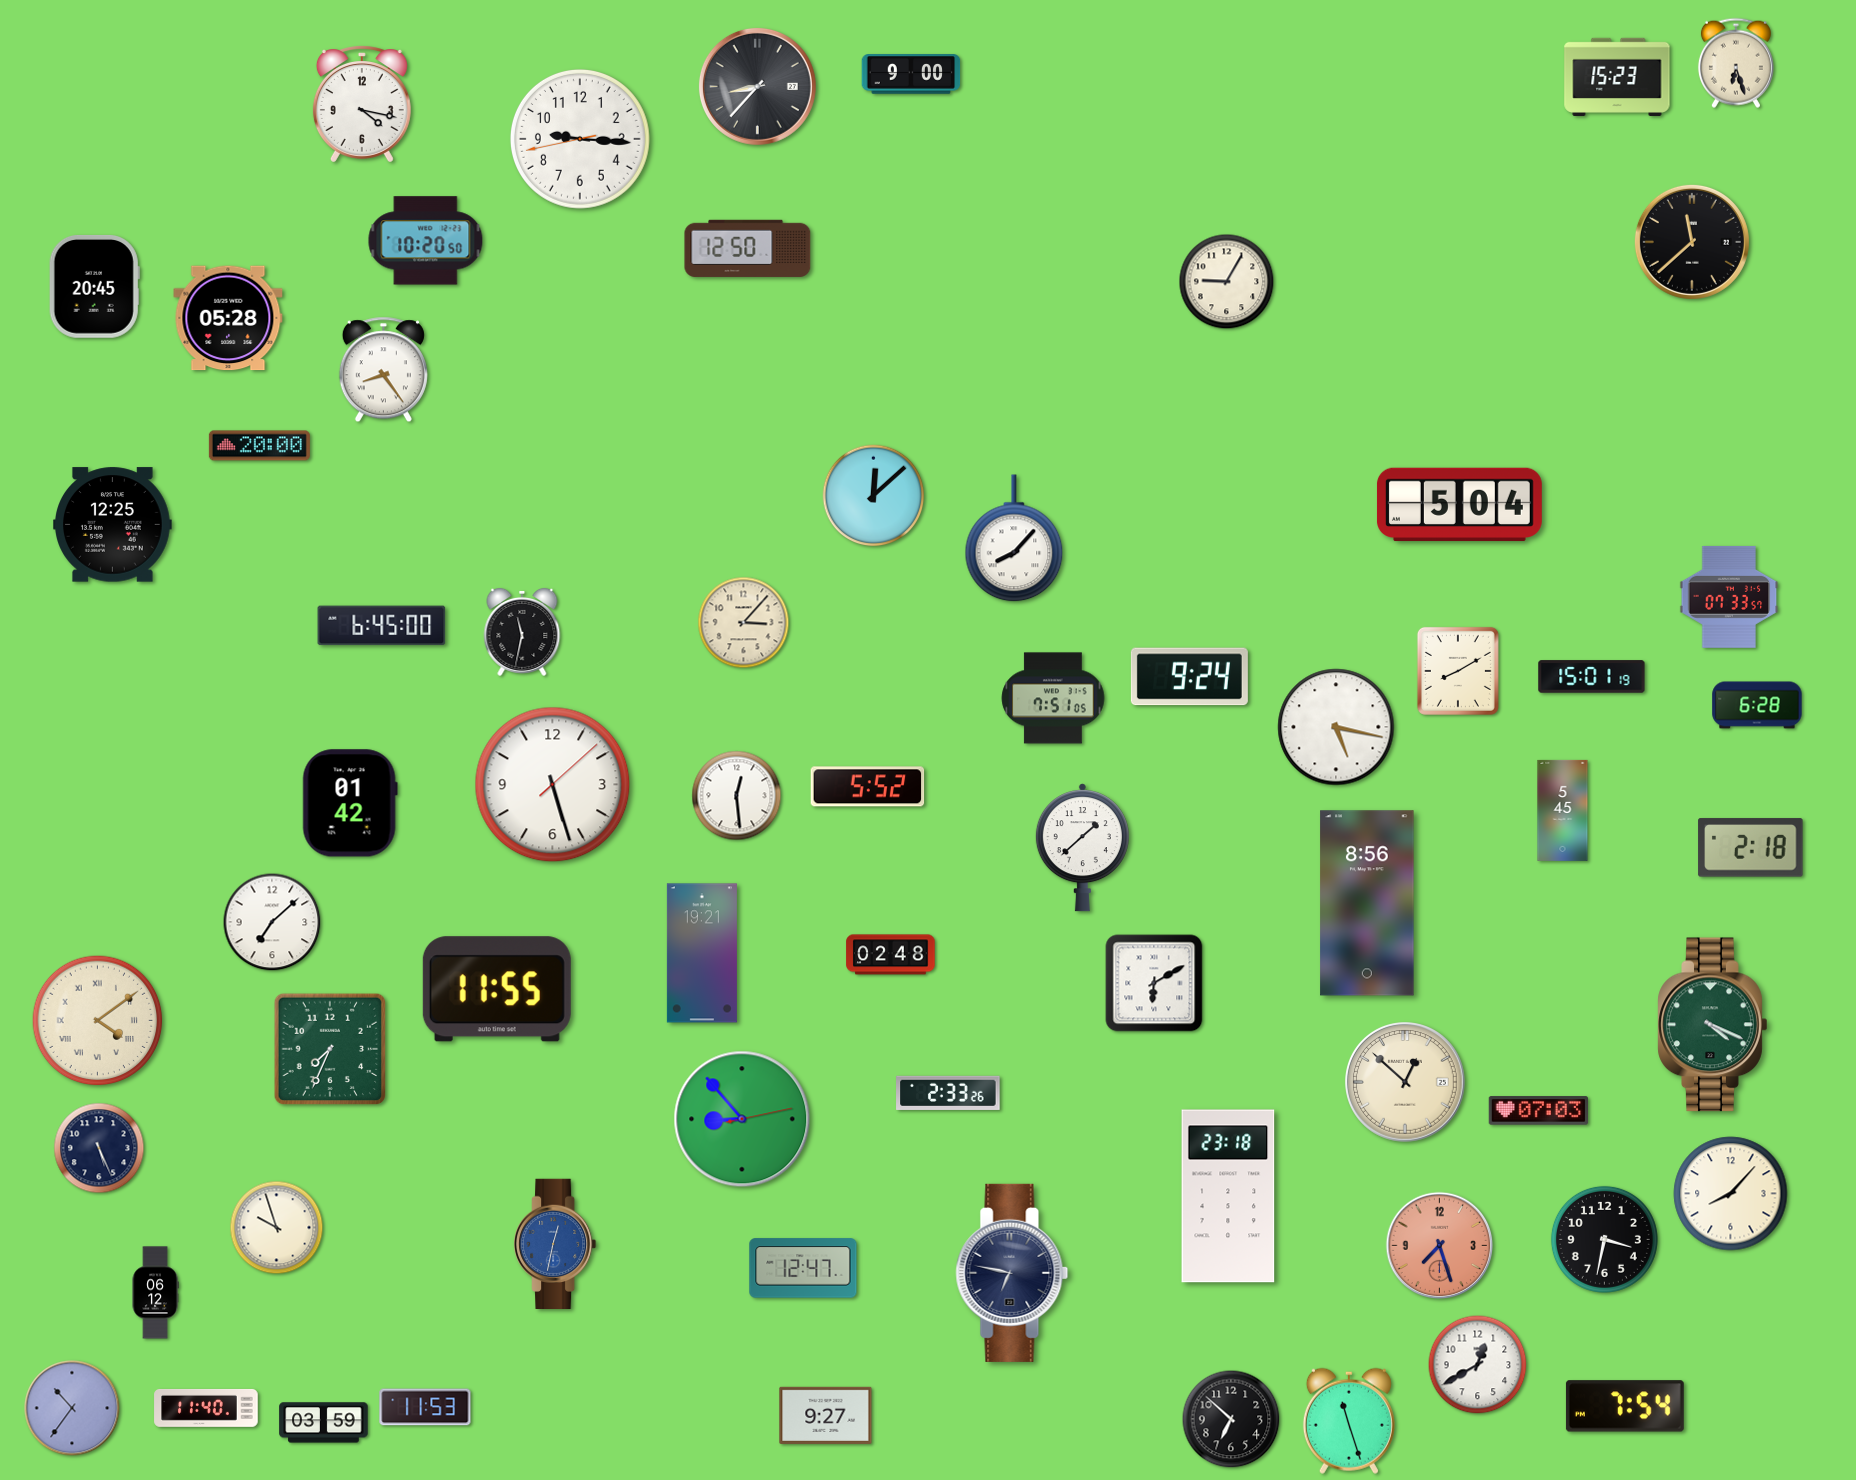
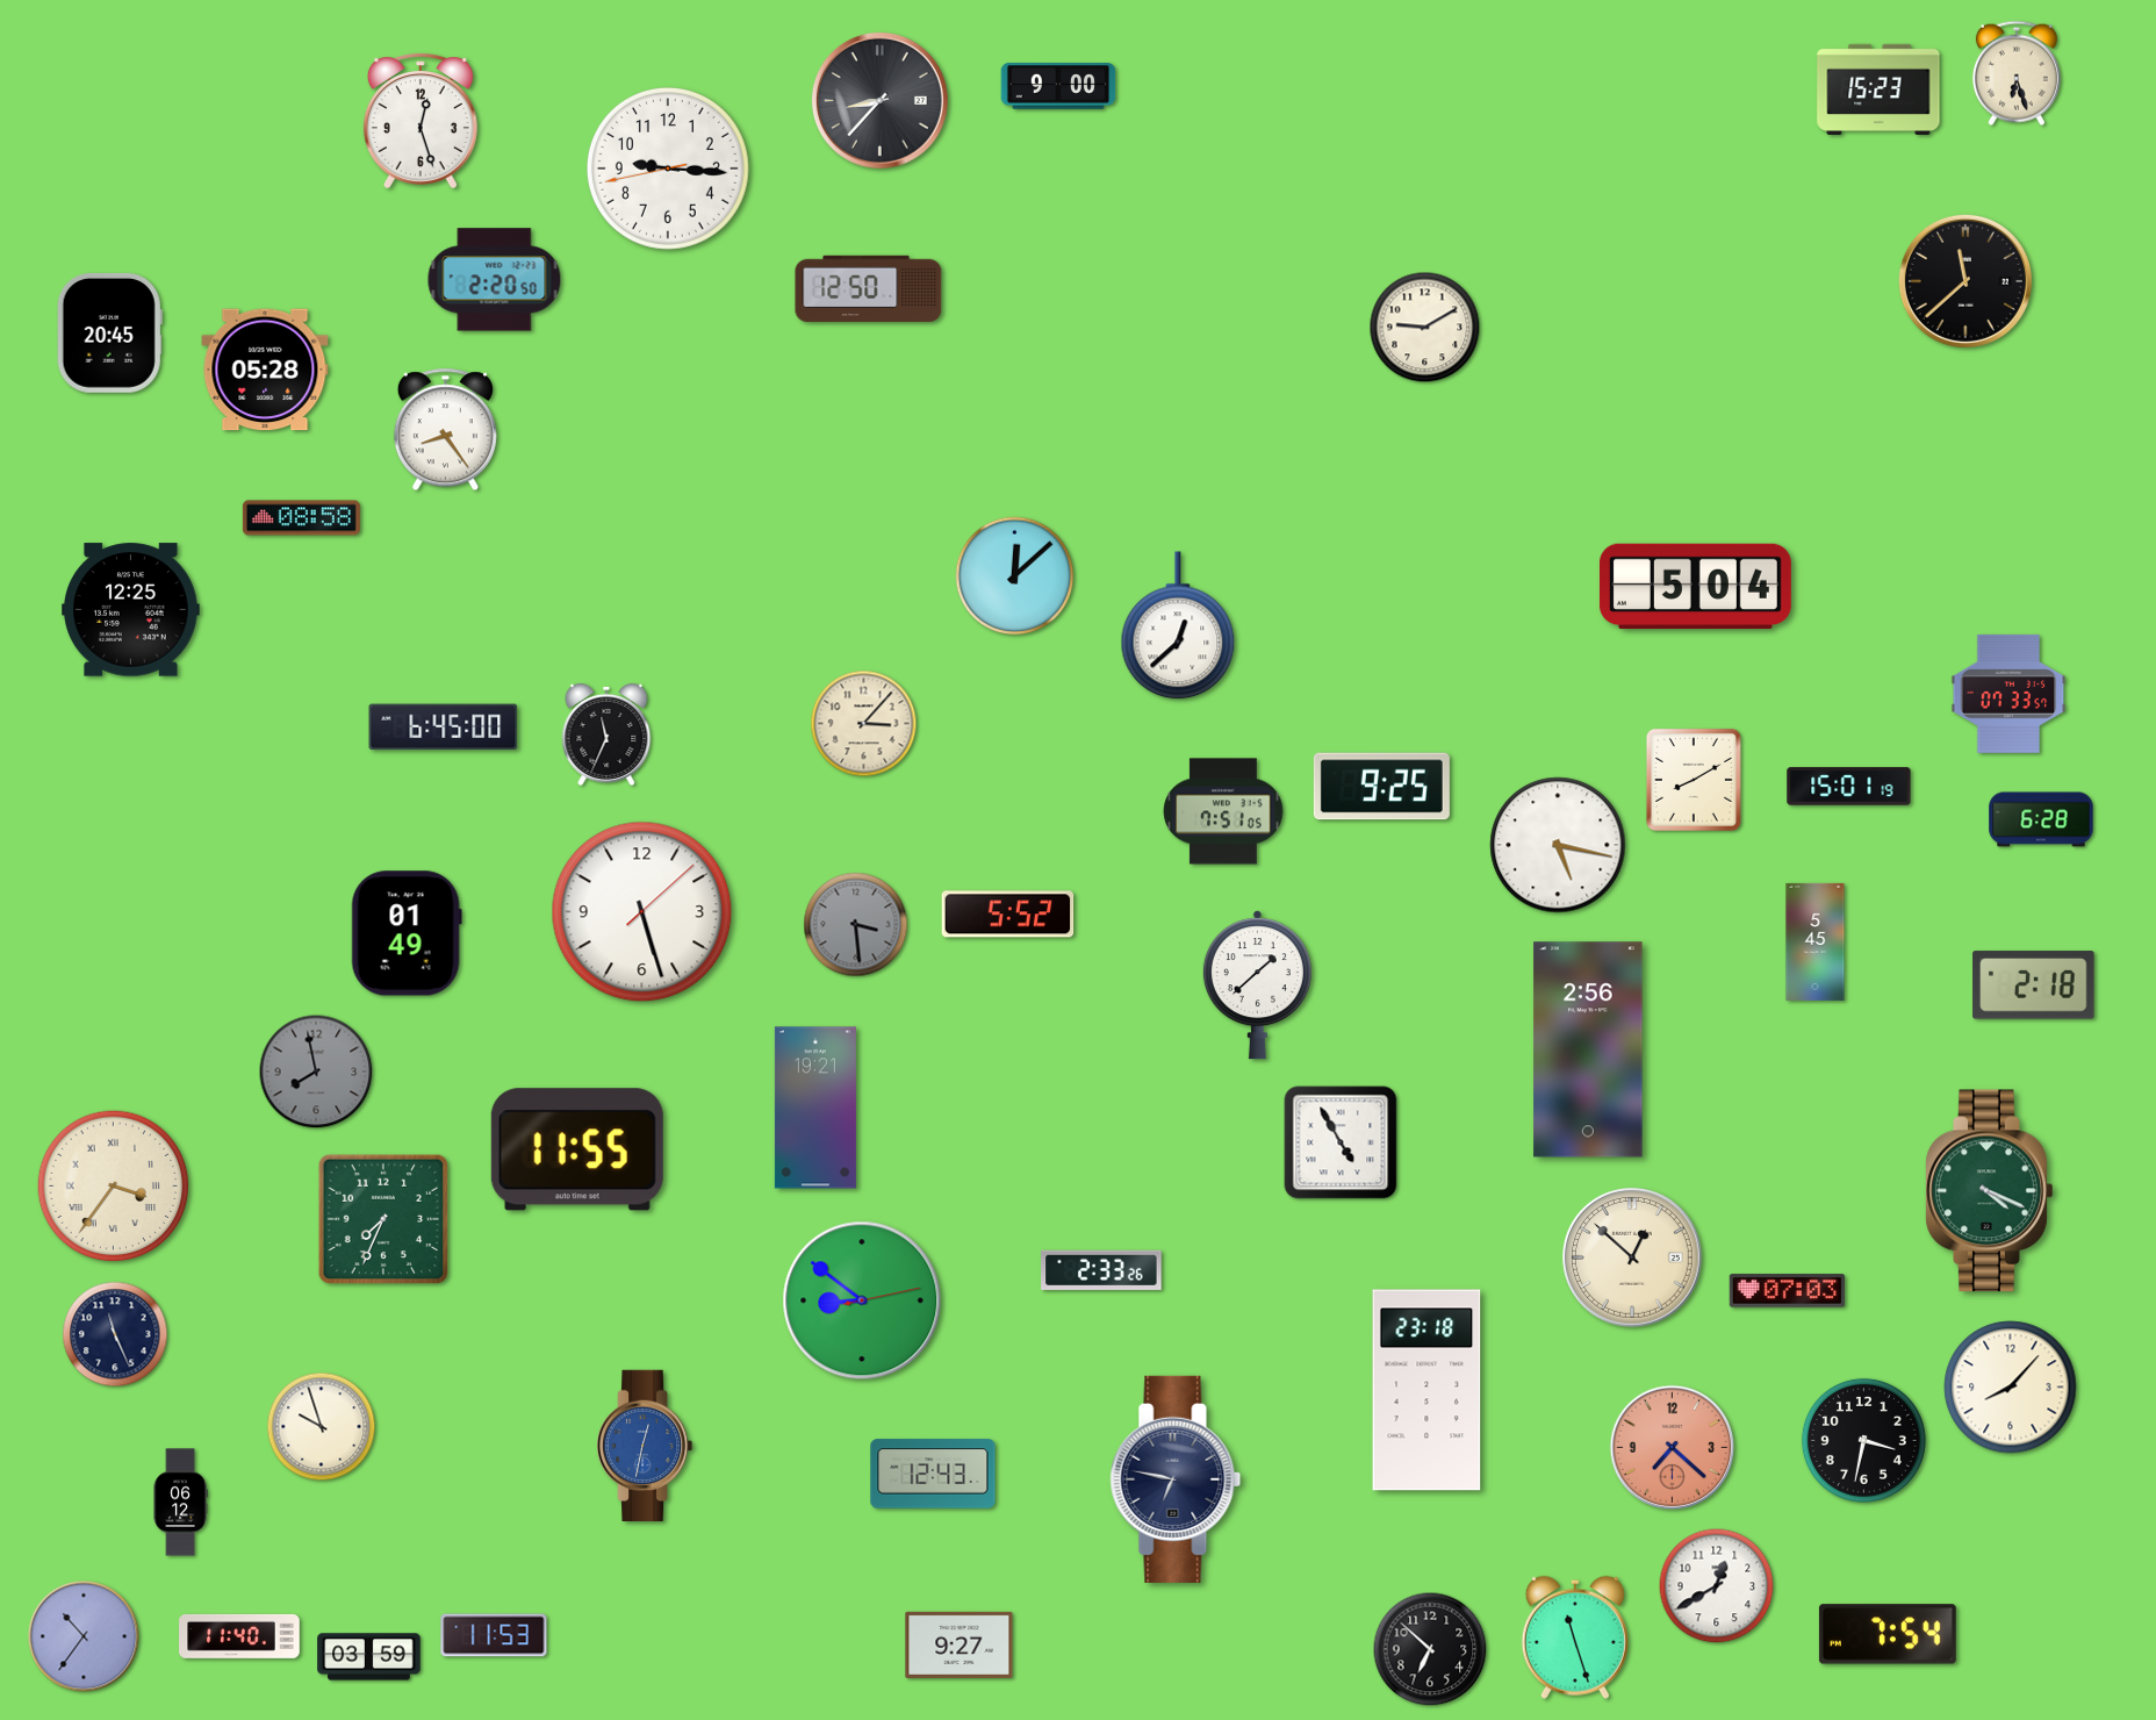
clock at (362, 104): 4:17 -> 12:27
clock at (580, 139) position: (580, 139) -> (668, 169)
clock at (426, 241): 10:20 -> 2:20
clock at (1227, 282): 9:05 -> 9:10
clock at (259, 446): 20:00 -> 08:58
clock at (1014, 539): 8:07 -> 12:38
clock at (522, 632): 11:32 -> 11:34
clock at (1189, 677): 9:24 -> 9:25
clock at (1336, 727) position: (1336, 727) -> (1558, 845)
clock at (737, 796): 12:29 -> 3:29
clock at (737, 796) dial: white -> grey
clock at (350, 803): 01:42 -> 01:49
clock at (1367, 903): 8:56 -> 2:56
clock at (272, 922): 7:08 -> 7:58
clock at (272, 922) dial: white -> grey
clock at (891, 955): 02:48 -> none
clock at (1154, 983): 6:10 -> 4:55
clock at (98, 1021): 4:09 -> 3:36
clock at (742, 1119): 8:53 -> 8:51
clock at (99, 1148): 5:26 -> 11:26
clock at (1440, 1246): 7:27 -> 7:22
clock at (803, 1268): 12:47 -> 12:43
clock at (1349, 1421) position: (1349, 1421) -> (1575, 1637)
clock at (324, 1423) position: (324, 1423) -> (369, 1657)
